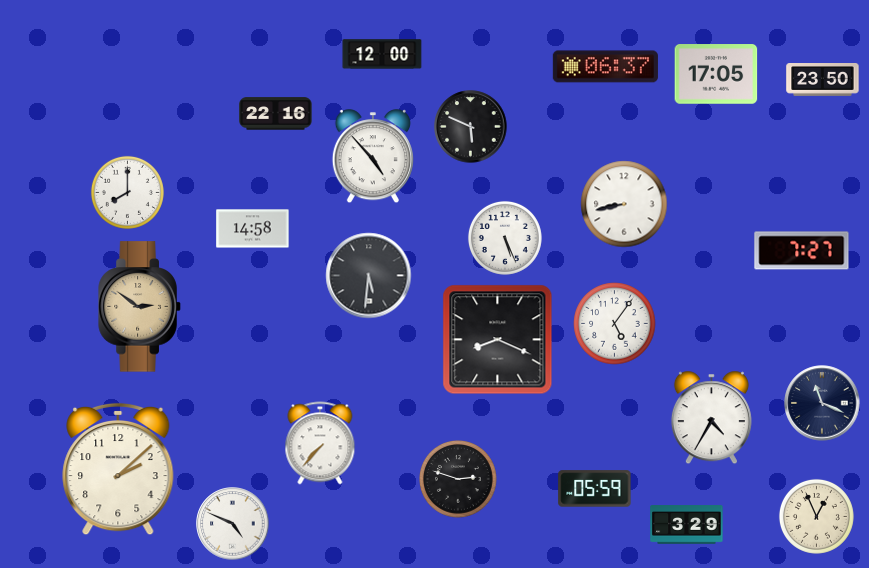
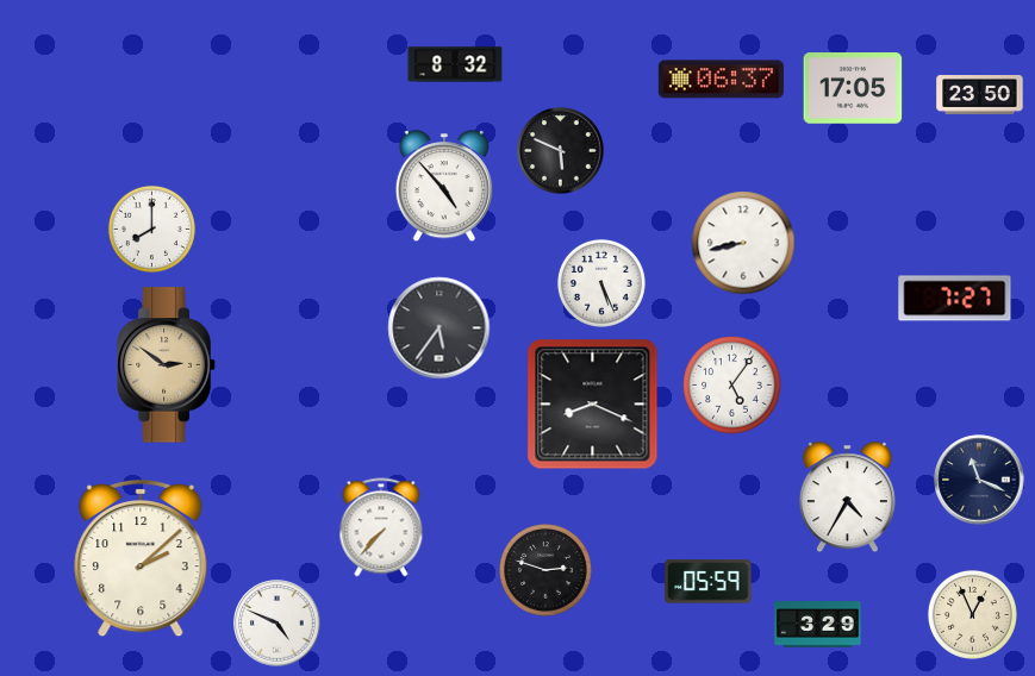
clock at (382, 54): 12:00 -> 8:32
clock at (276, 114): 22:16 -> none
clock at (253, 229): 14:58 -> none
clock at (369, 276): 5:31 -> 5:36
